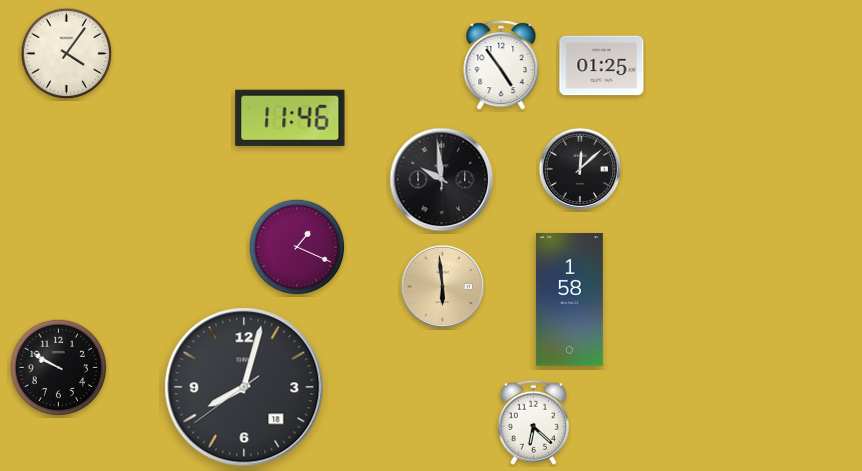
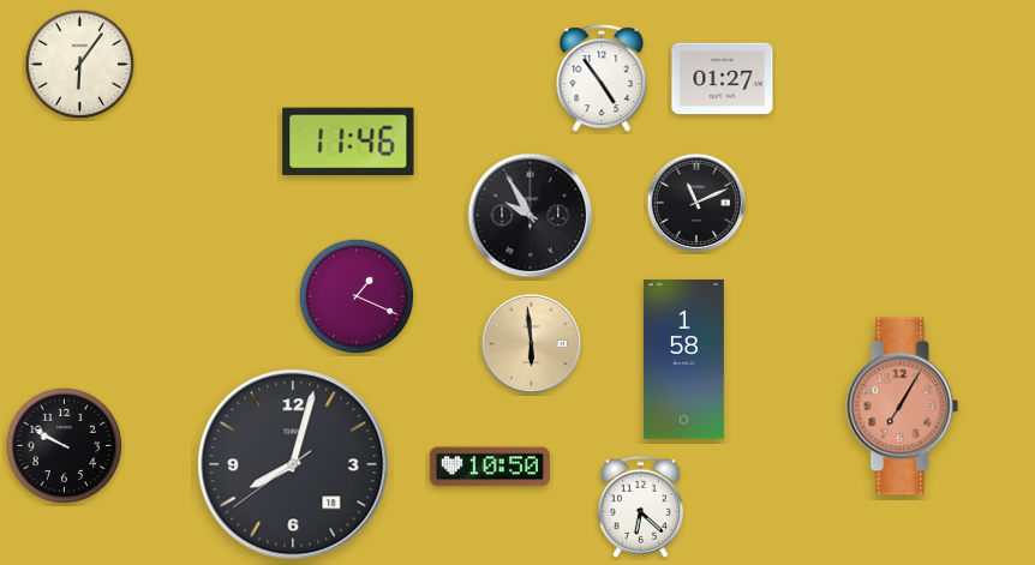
clock at (67, 54): 4:06 -> 6:06
clock at (602, 66): 01:25 -> 01:27
clock at (579, 168): 12:08 -> 11:11
clock at (442, 180): 9:59 -> 9:55
clock at (903, 407): none -> 7:05
clock at (59, 368) position: (59, 368) -> (65, 446)
clock at (490, 467): none -> 10:50
